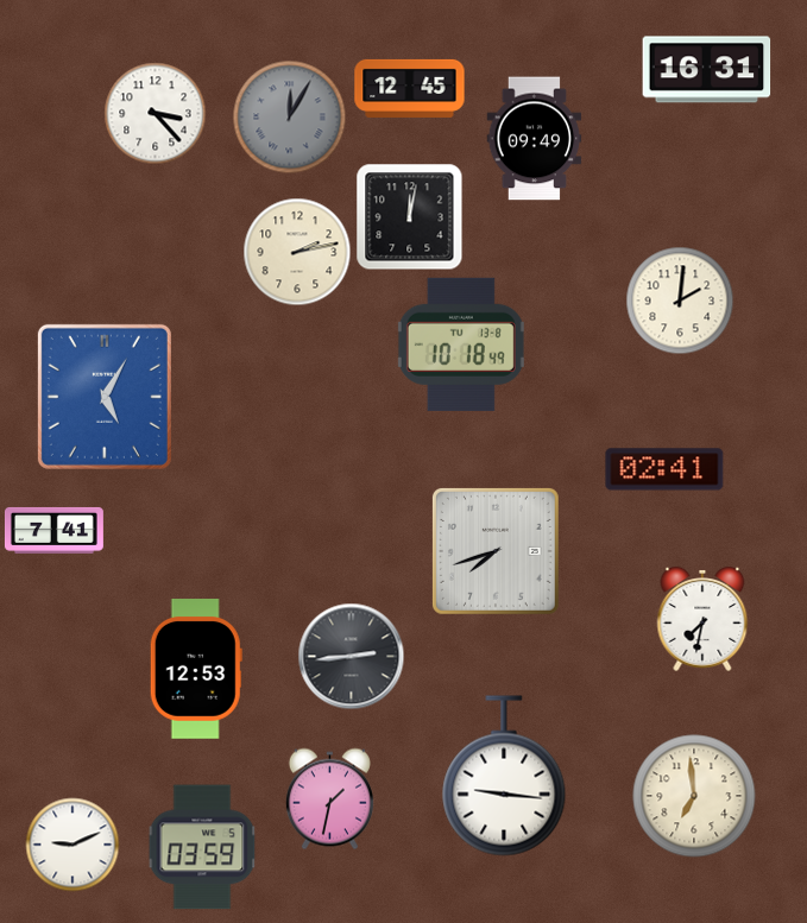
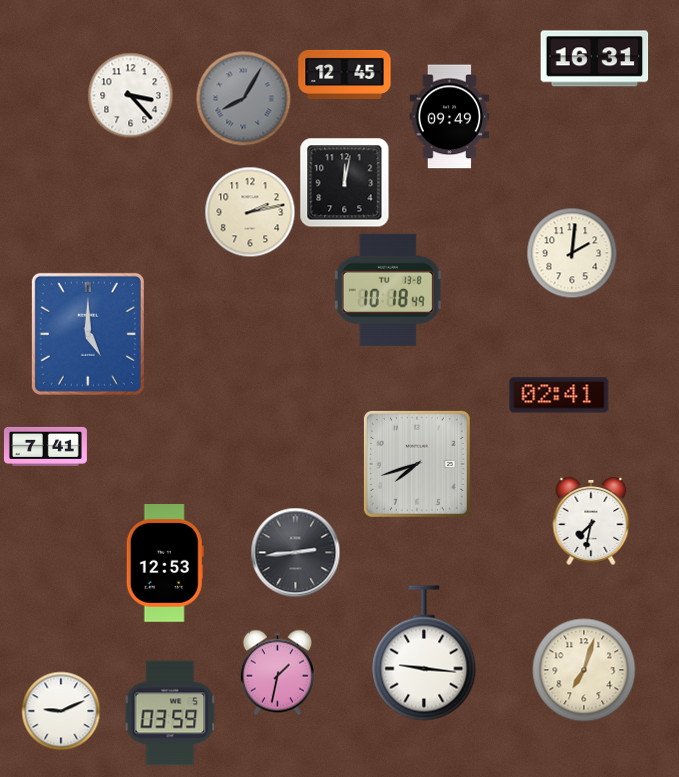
clock at (290, 118): 12:05 -> 8:05
clock at (105, 397): 5:05 -> 5:00
clock at (694, 796): 6:59 -> 7:03
